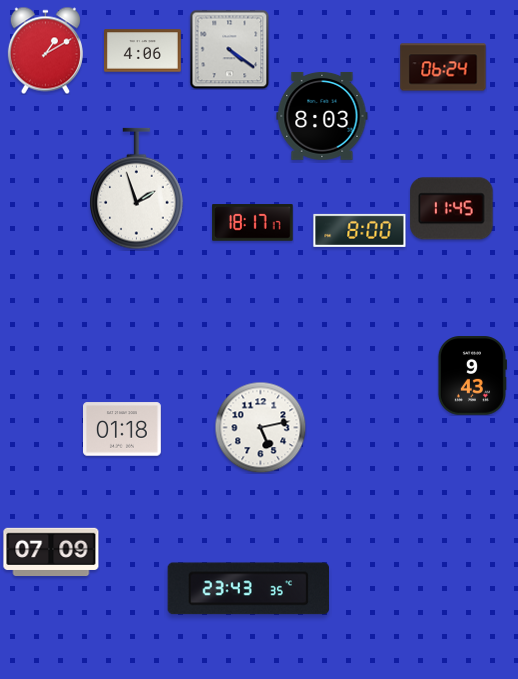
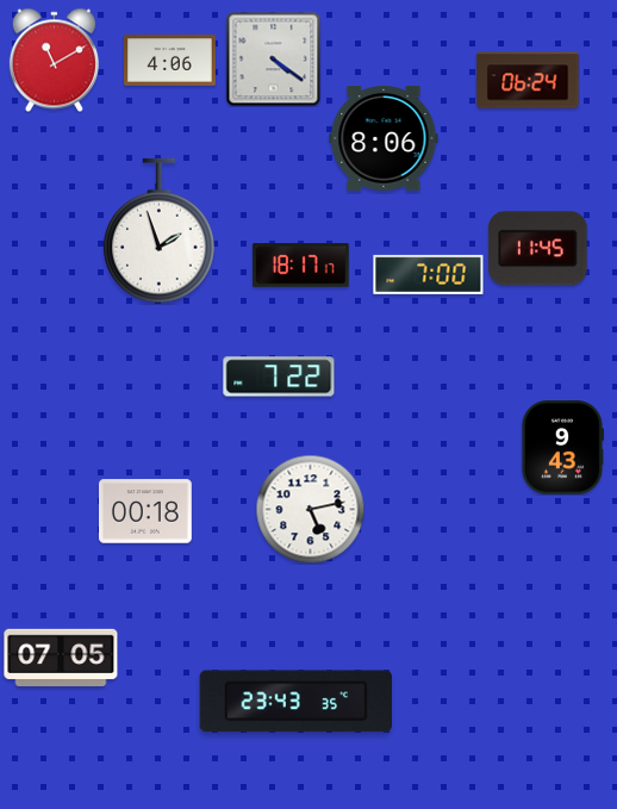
clock at (45, 50): 1:10 -> 11:10
clock at (322, 116): 8:03 -> 8:06
clock at (137, 189) position: (137, 189) -> (160, 231)
clock at (360, 230): 8:00 -> 7:00
clock at (279, 377): none -> 7:22
clock at (123, 429): 01:18 -> 00:18
clock at (51, 551): 07:09 -> 07:05
